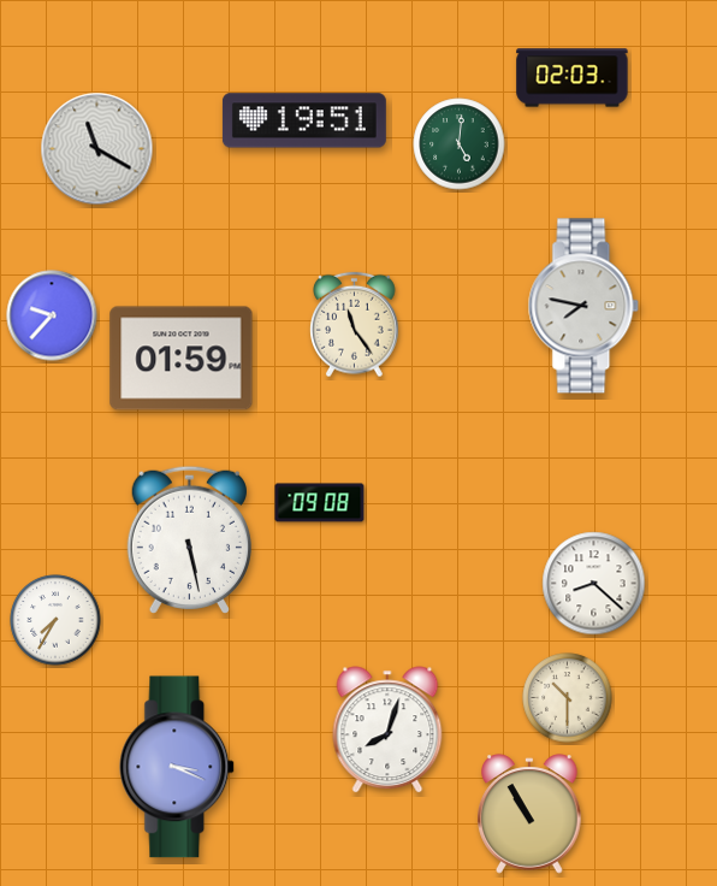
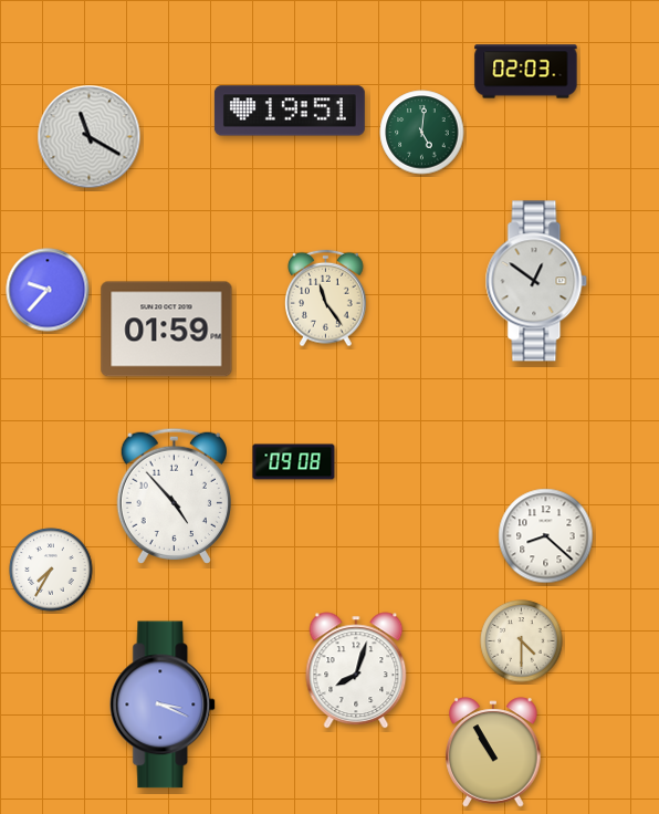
clock at (304, 120) position: (304, 120) -> (290, 111)
clock at (583, 306): 7:47 -> 12:51
clock at (189, 539): 5:28 -> 4:53
clock at (568, 698): 10:30 -> 4:30
clock at (529, 814) position: (529, 814) -> (493, 752)
